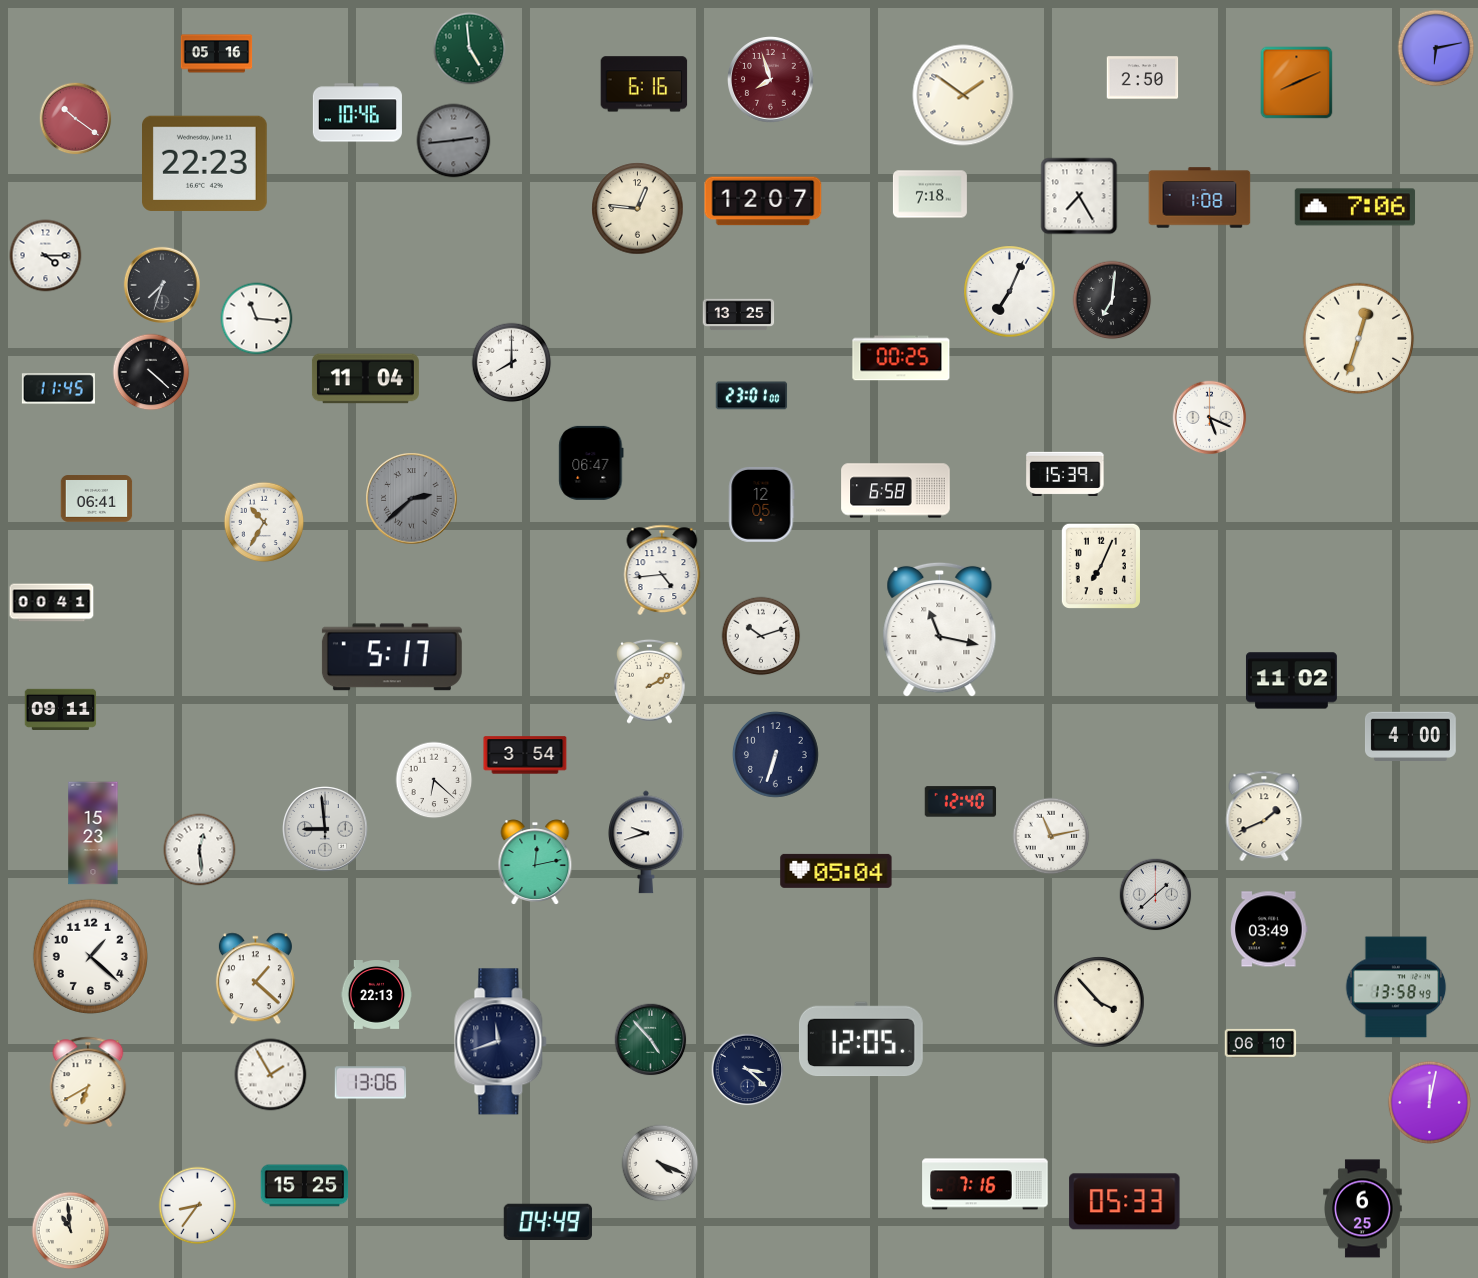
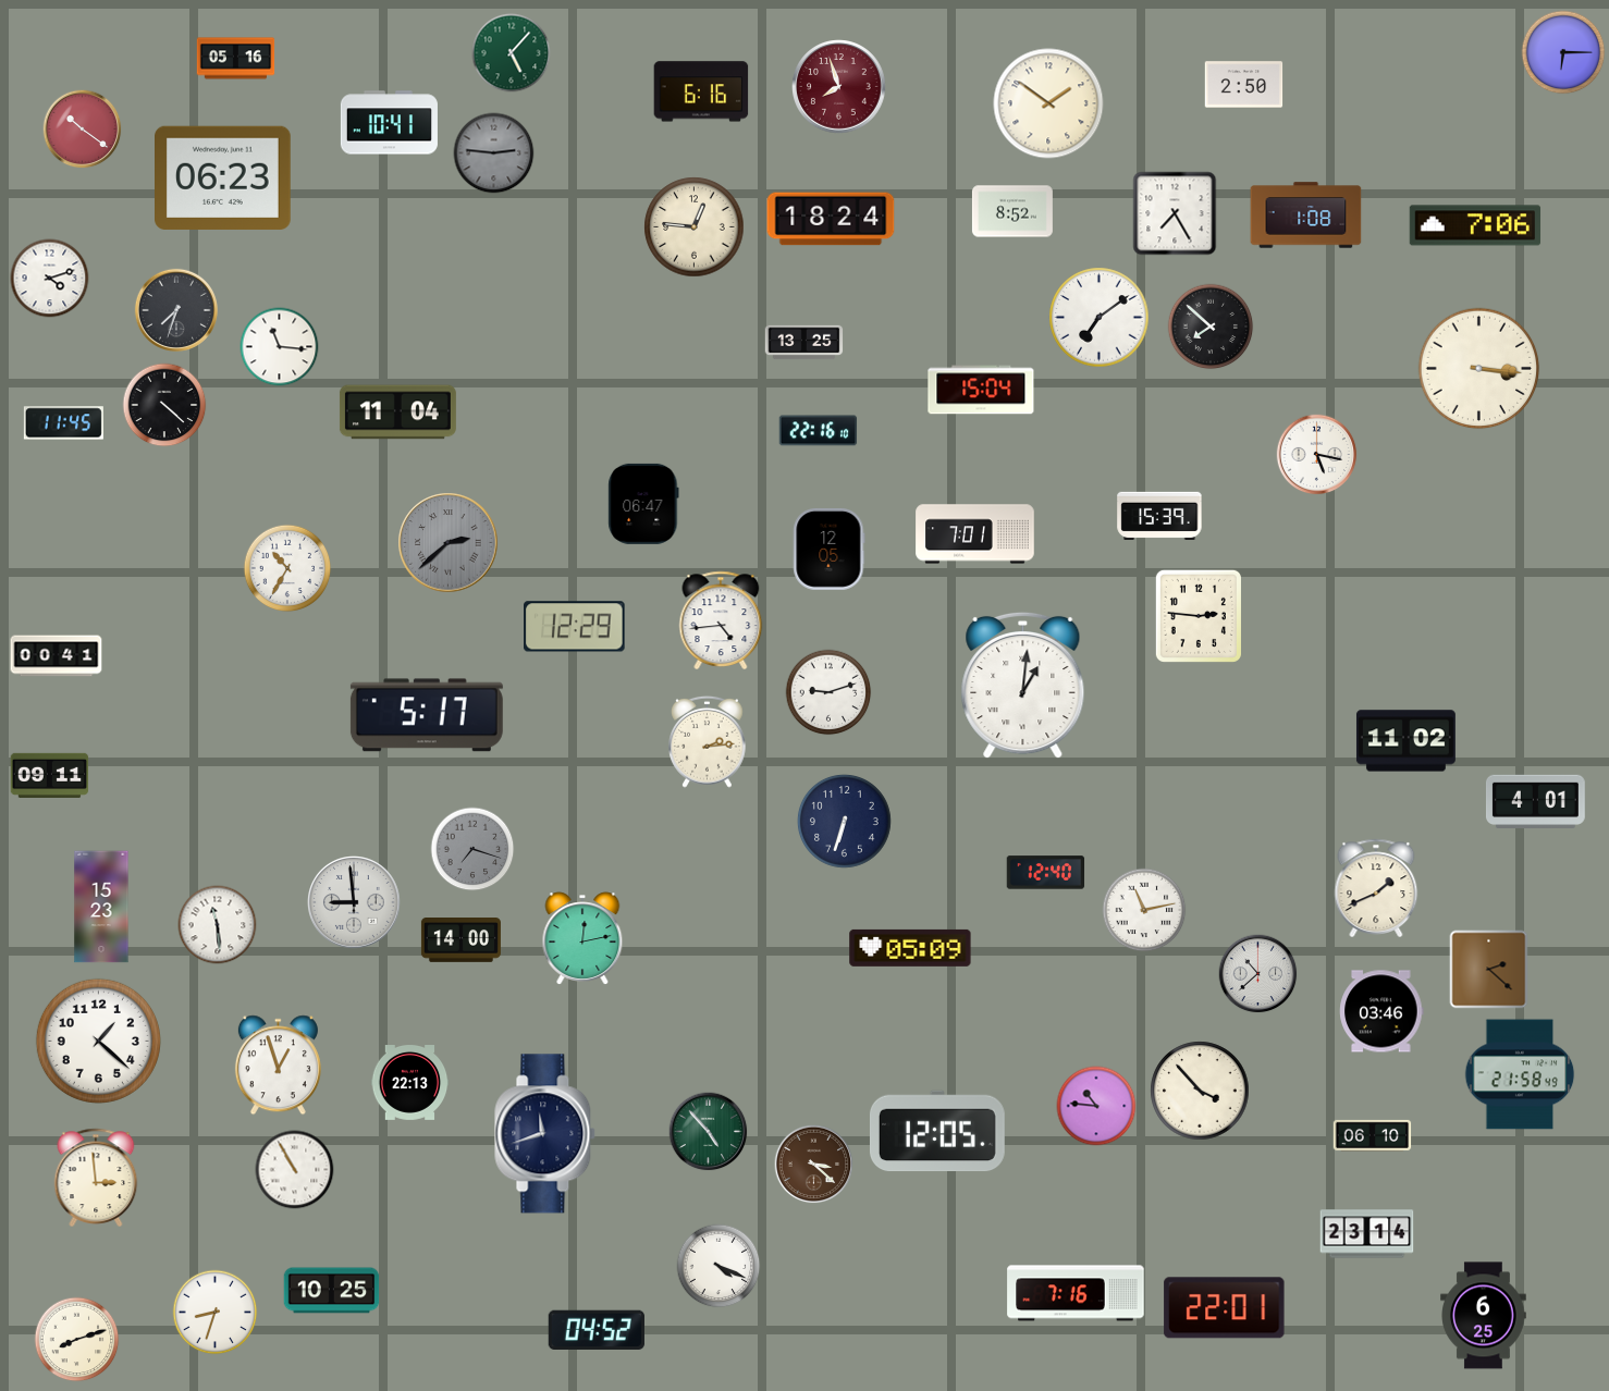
clock at (1436, 48): 6:13 -> 6:15
clock at (470, 49): 4:59 -> 5:07
clock at (1297, 83): 8:11 -> none
clock at (357, 113): 10:46 -> 10:41
clock at (454, 141): 2:44 -> 2:46
clock at (205, 163): 22:23 -> 06:23
clock at (930, 194): 7:18 -> 8:52
clock at (763, 201): 12:07 -> 18:24
clock at (46, 256): 4:15 -> 4:12
clock at (1010, 292): 7:04 -> 7:09
clock at (1112, 300): 7:01 -> 7:52
clock at (1359, 339): 12:33 -> 3:16
clock at (901, 358): 00:25 -> 15:04
clock at (512, 363): 8:00 -> none
clock at (752, 396): 23:01 -> 22:16
clock at (1210, 418): 5:19 -> 5:17
clock at (896, 491): 6:58 -> 7:01
clock at (97, 499): 06:41 -> none
clock at (1101, 566): 7:04 -> 2:46
clock at (575, 627): none -> 12:29
clock at (940, 630): 11:17 -> 1:01
clock at (761, 636): 10:12 -> 9:12
clock at (650, 681): 2:10 -> 2:14
clock at (61, 709) position: (61, 709) -> (50, 775)
clock at (1410, 736): 4:00 -> 4:01
clock at (525, 755): 3:54 -> none
clock at (434, 780): 6:22 -> 7:18
clock at (434, 780) dial: white -> grey
clock at (646, 842): 9:42 -> none
clock at (200, 850): 12:29 -> 11:29
clock at (460, 940): none -> 14:00
clock at (836, 871): 05:04 -> 05:09
clock at (1489, 970): none -> 2:22
clock at (1156, 895): 1:38 -> 10:38
clock at (1269, 929): 03:49 -> 03:46
clock at (255, 979): 1:22 -> 12:57
clock at (1396, 987): 13:58 -> 21:58
clock at (1099, 1002) position: (1099, 1002) -> (1200, 1091)
clock at (1096, 1106): none -> 10:46
clock at (748, 1070) dial: navy -> brown
clock at (271, 1075): 1:55 -> 10:55
clock at (88, 1082): 6:40 -> 2:59
clock at (371, 1083): 13:06 -> none
clock at (1429, 1102): 12:02 -> none
clock at (1367, 1234): none -> 23:14
clock at (985, 1184) position: (985, 1184) -> (1076, 1293)
clock at (305, 1186): 15:25 -> 10:25
clock at (1125, 1202): 05:33 -> 22:01
clock at (198, 1206): 8:36 -> 8:33
clock at (548, 1221): 04:49 -> 04:52
clock at (71, 1231): 10:59 -> 8:12
